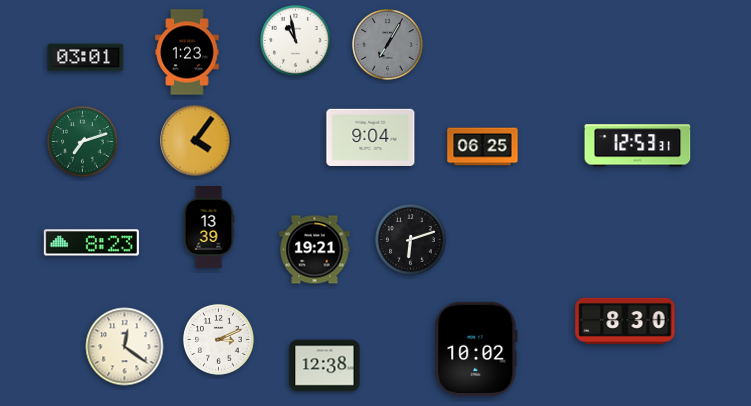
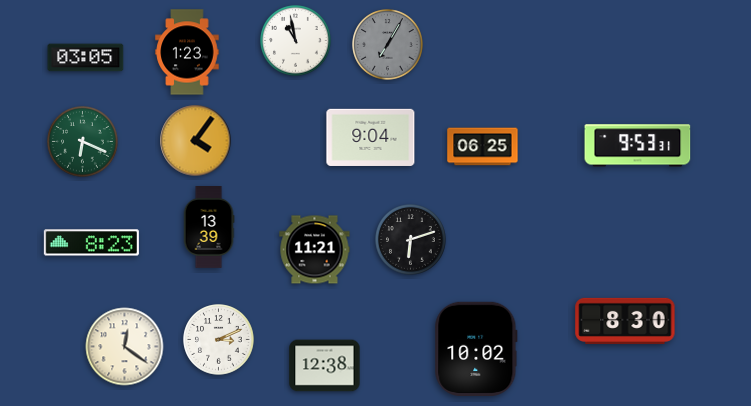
clock at (86, 58): 03:01 -> 03:05
clock at (83, 142): 7:12 -> 6:19
clock at (638, 146): 12:53 -> 9:53
clock at (315, 250): 19:21 -> 11:21
